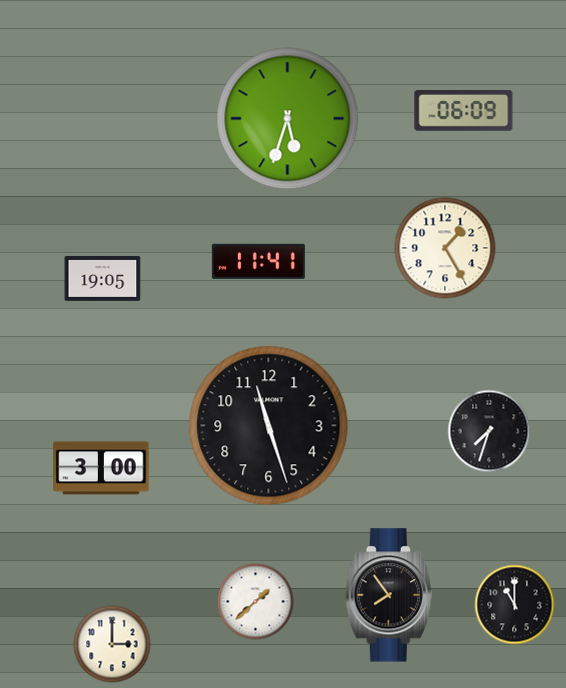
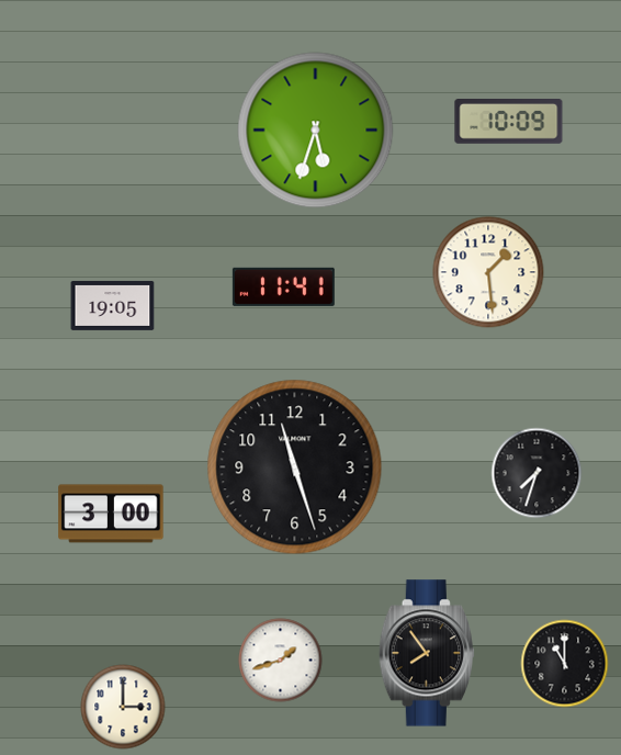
clock at (464, 111): 06:09 -> 10:09
clock at (445, 248): 1:25 -> 1:29
clock at (256, 602): 1:38 -> 1:42
